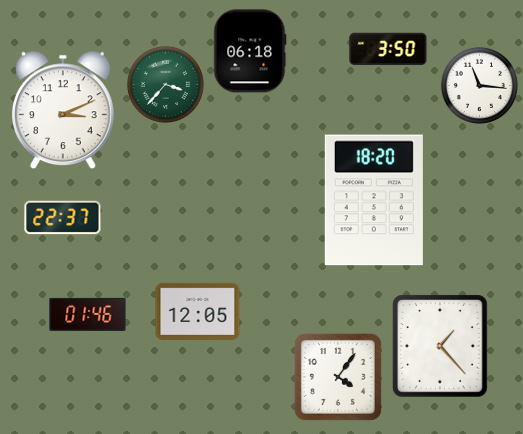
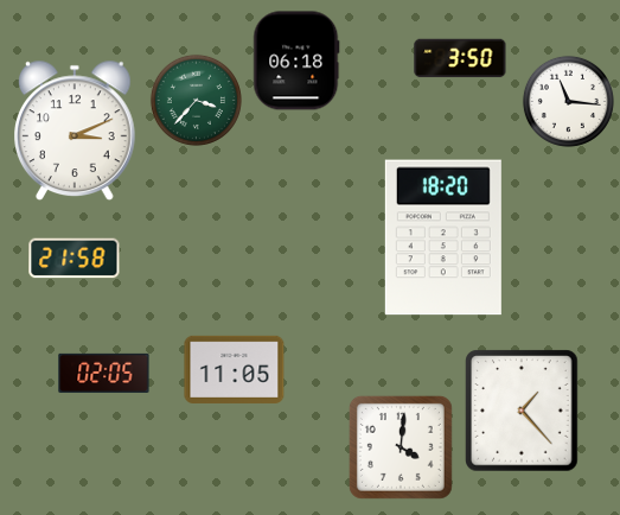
clock at (63, 218): 22:37 -> 21:58
clock at (198, 311): 12:05 -> 11:05
clock at (88, 314): 01:46 -> 02:05
clock at (338, 377): 4:06 -> 4:01
